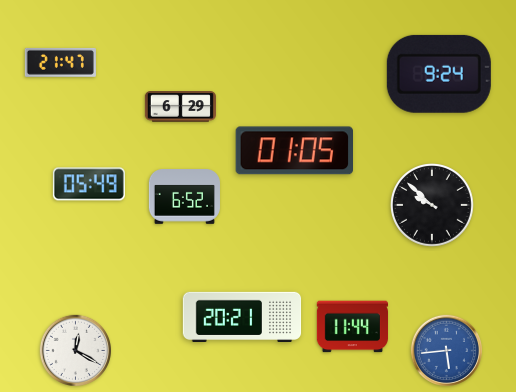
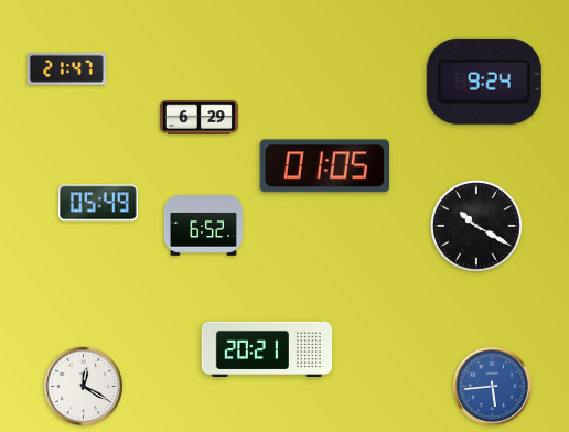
clock at (184, 197) position: (184, 197) -> (203, 226)
clock at (433, 206): 9:52 -> 10:20
clock at (352, 327): 11:44 -> none
